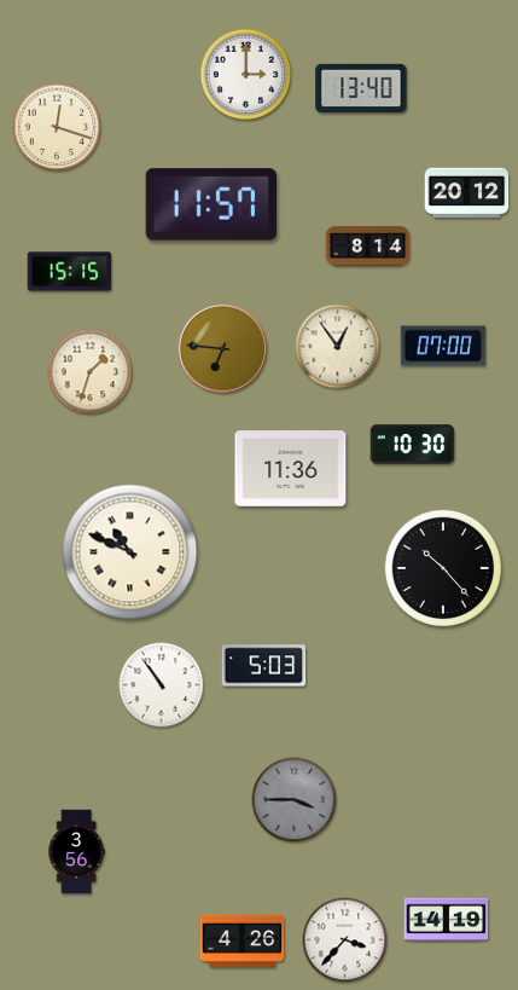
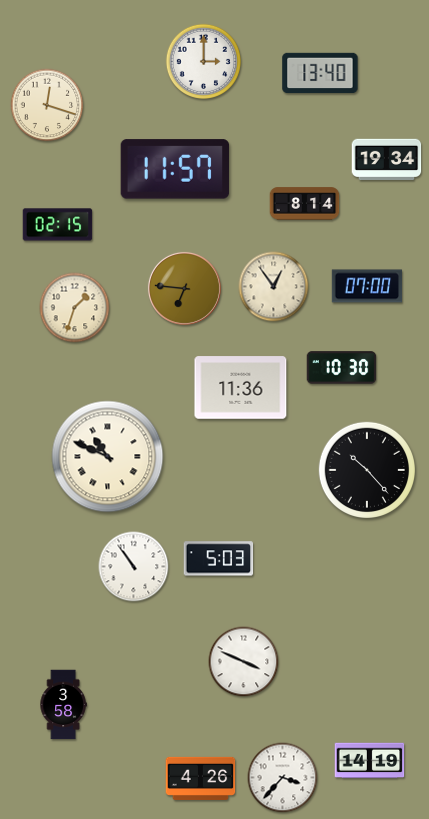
clock at (361, 88) position: (361, 88) -> (320, 73)
clock at (467, 192): 20:12 -> 19:34
clock at (70, 272): 15:15 -> 02:15
clock at (338, 347) position: (338, 347) -> (274, 287)
clock at (264, 666) position: (264, 666) -> (219, 559)
clock at (295, 800): 3:45 -> 3:49
clock at (295, 800) dial: grey -> white
clock at (76, 852): 3:56 -> 3:58
clock at (345, 940) position: (345, 940) -> (283, 778)
